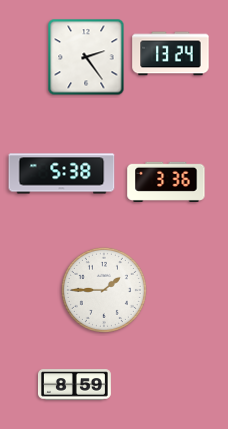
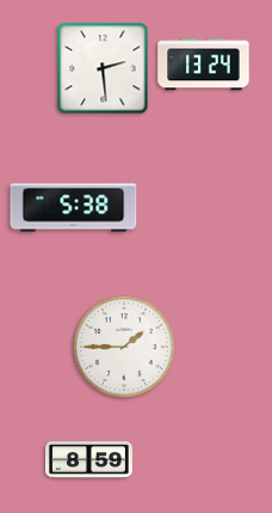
clock at (86, 57): 2:24 -> 2:29
clock at (166, 181): 3:36 -> none
